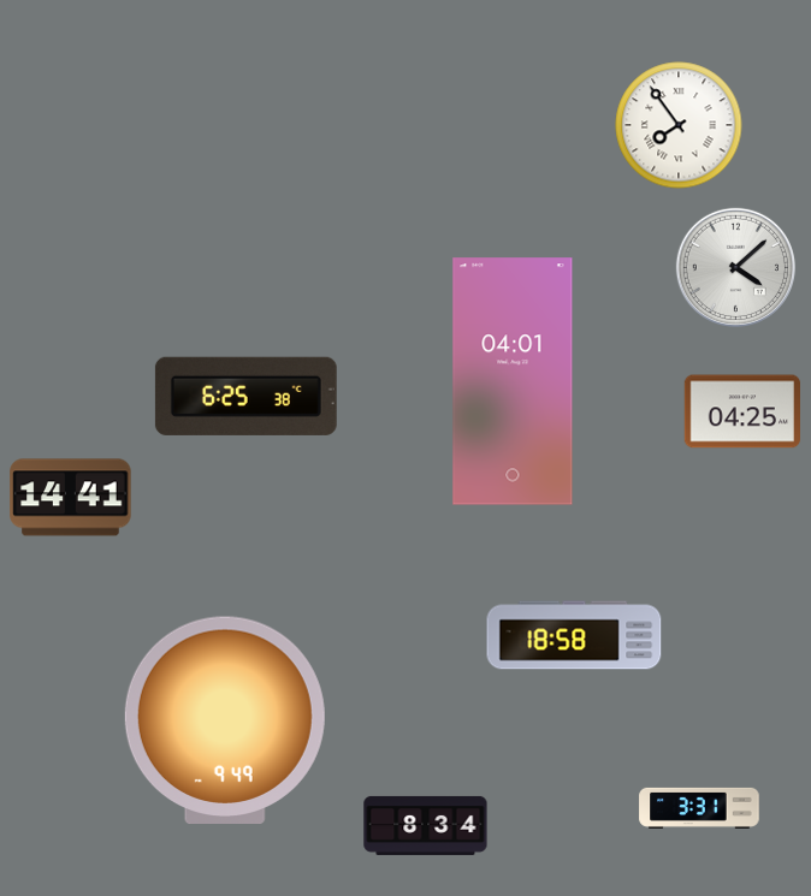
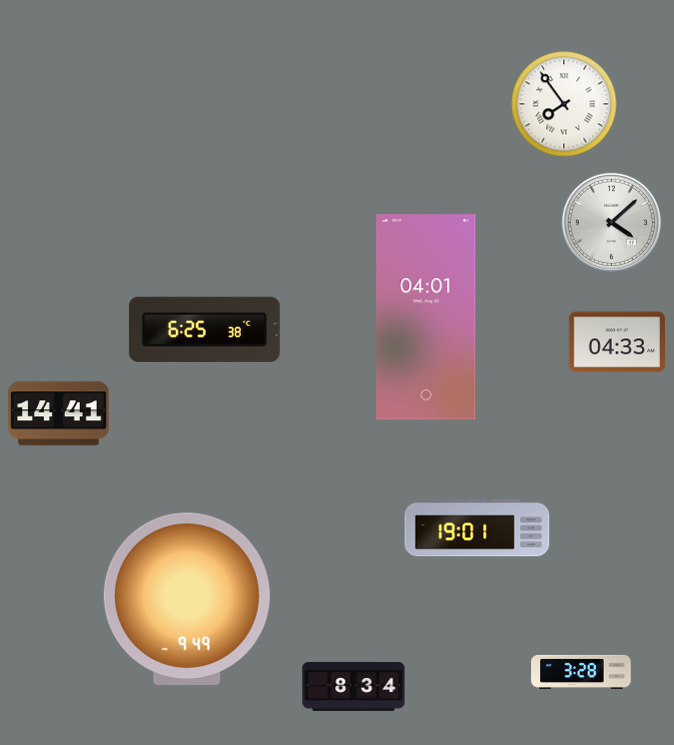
clock at (741, 411): 04:25 -> 04:33
clock at (574, 635): 18:58 -> 19:01
clock at (699, 808): 3:31 -> 3:28
